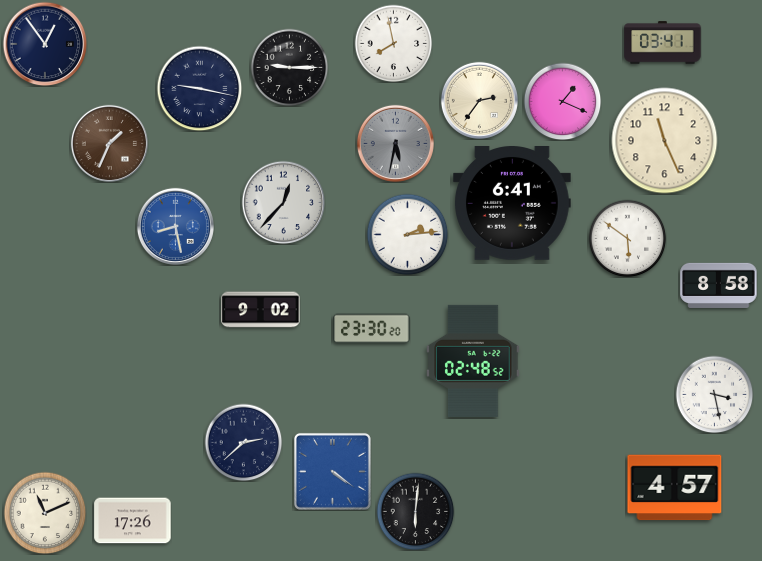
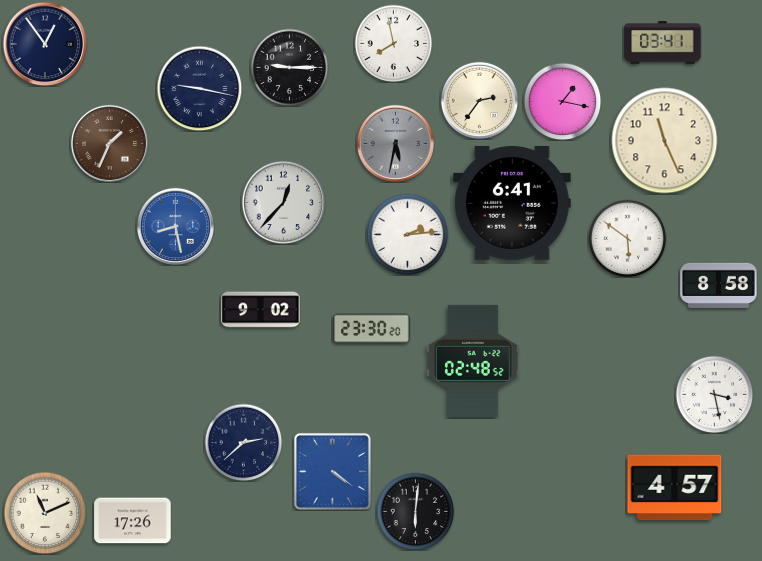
clock at (562, 101): 1:19 -> 1:17
